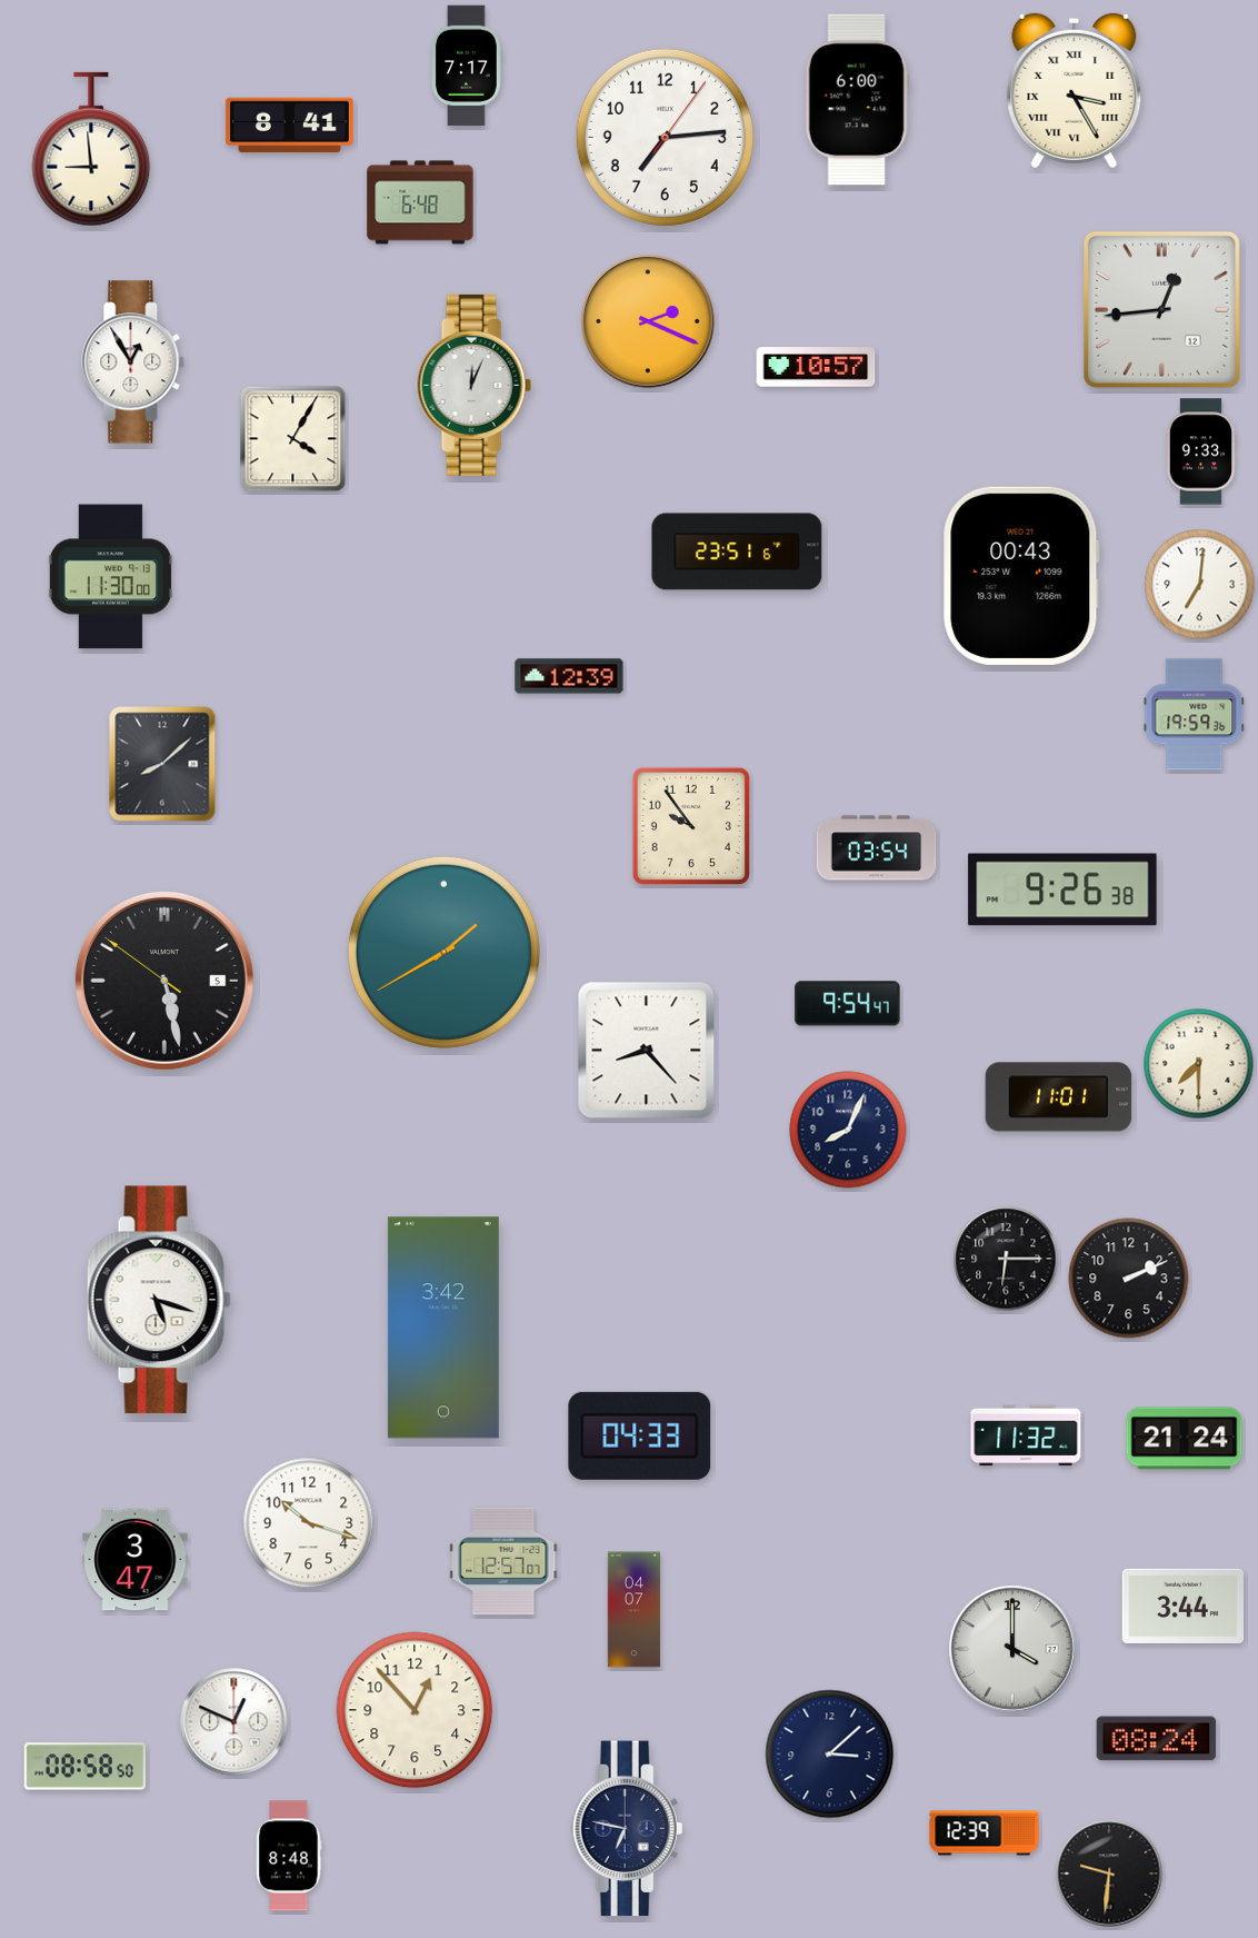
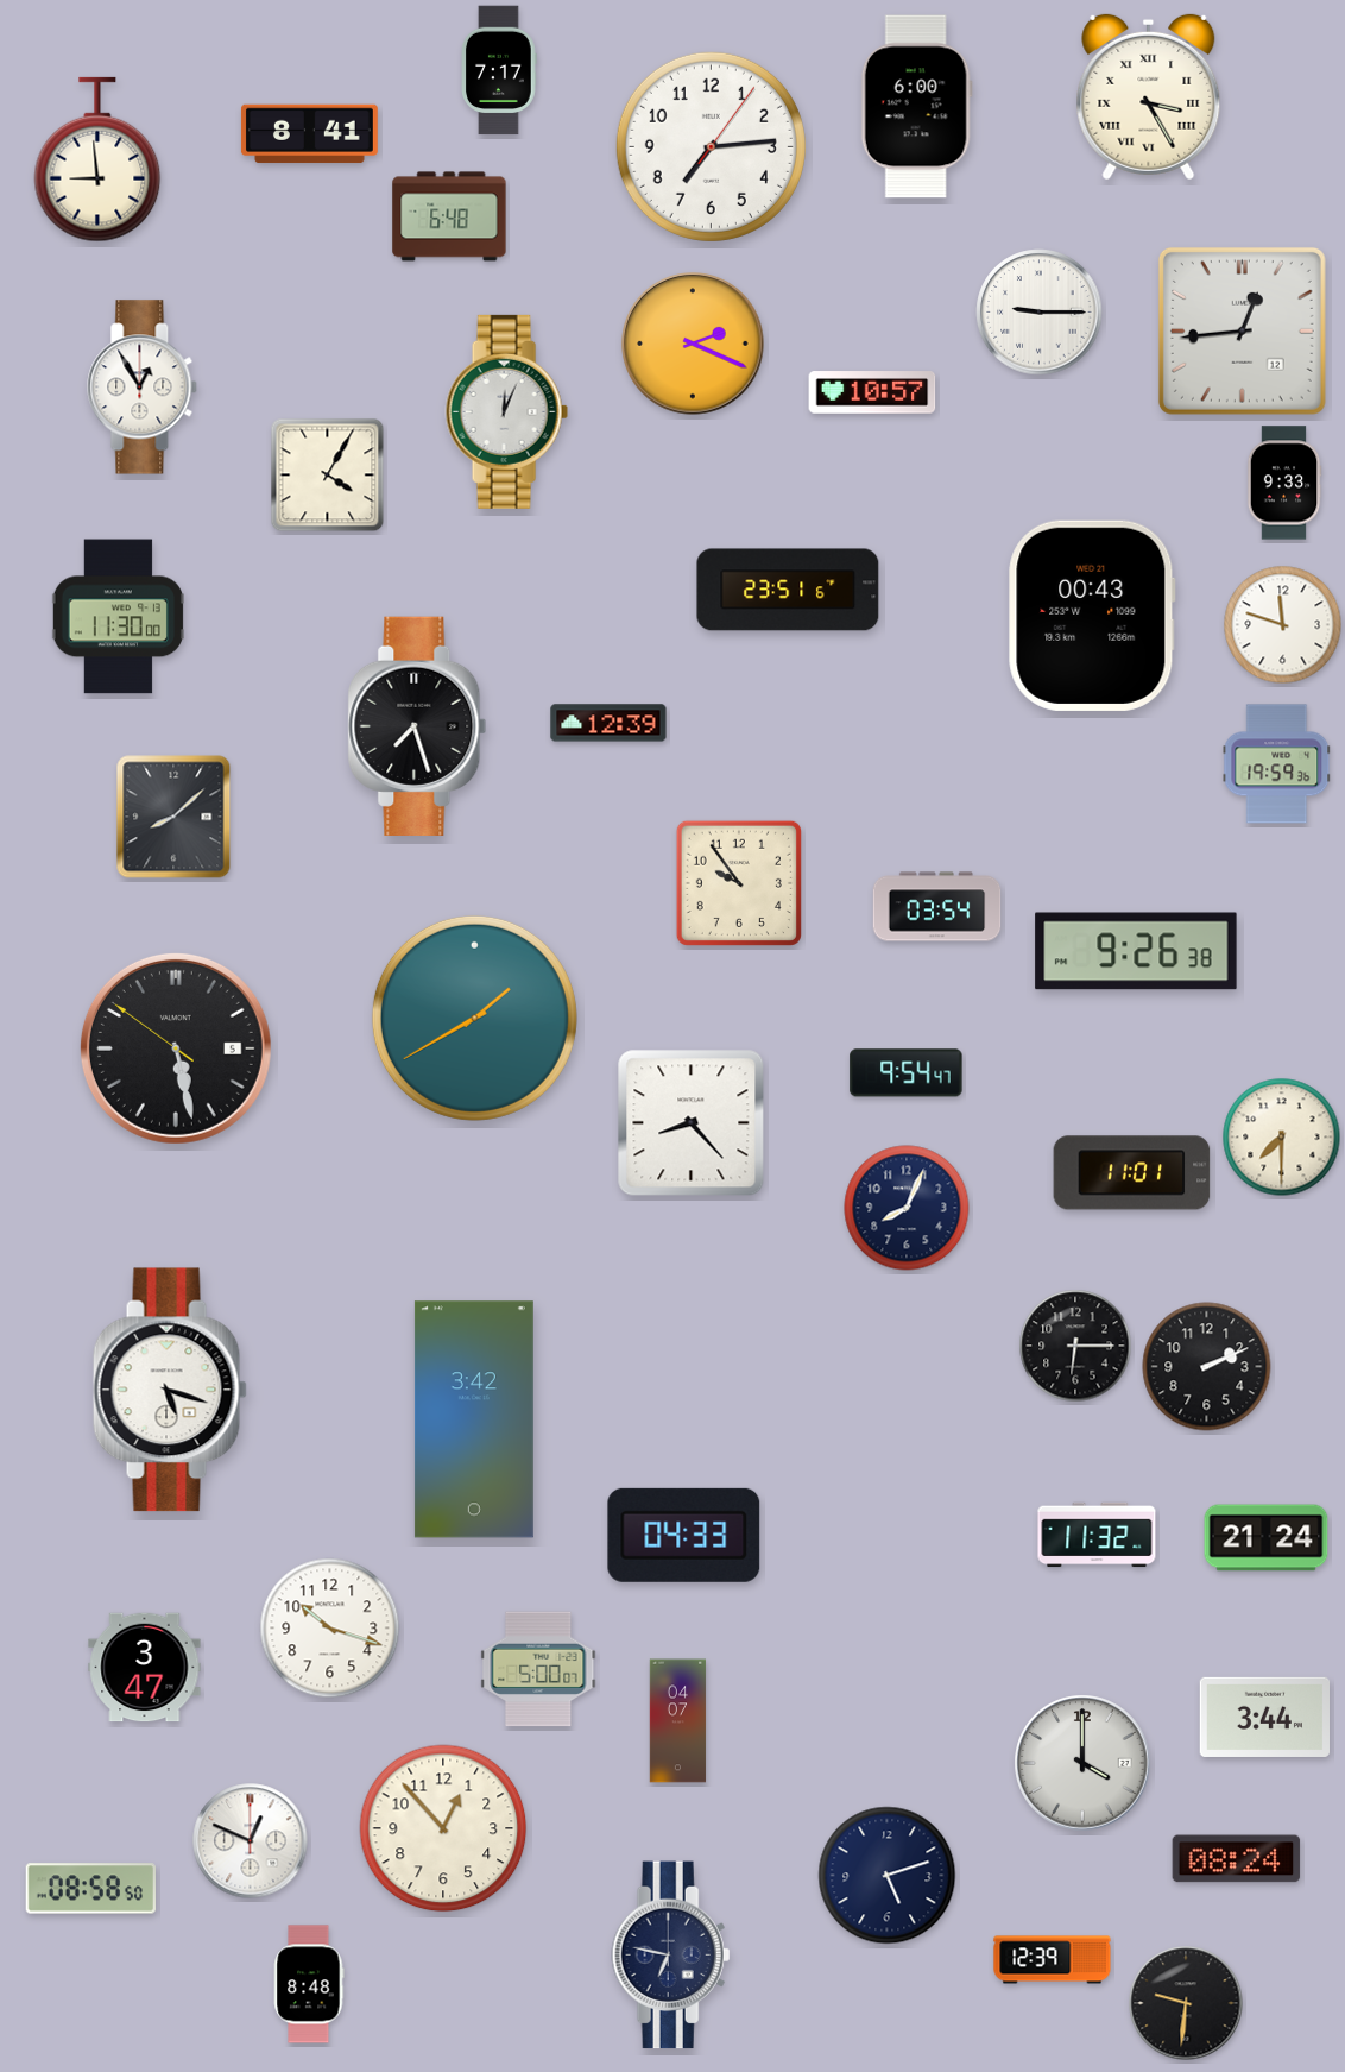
clock at (1040, 313): none -> 9:15
clock at (293, 439) position: (293, 439) -> (328, 476)
clock at (1200, 585): 7:01 -> 11:48
clock at (417, 726): none -> 7:27
clock at (503, 1561): 12:57 -> 5:00
clock at (830, 1755): 3:08 -> 5:12
